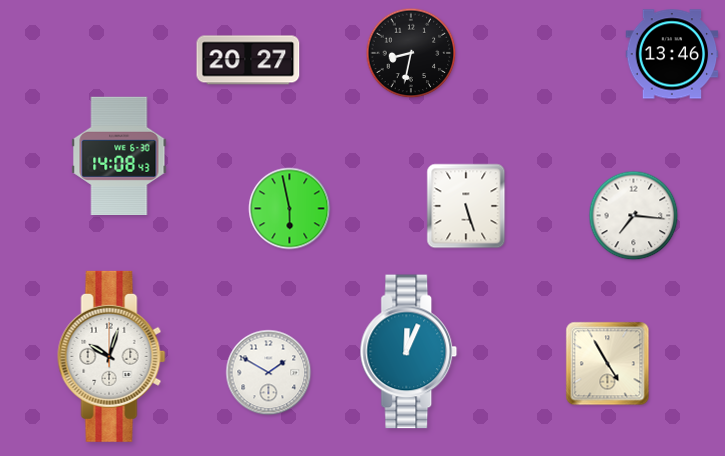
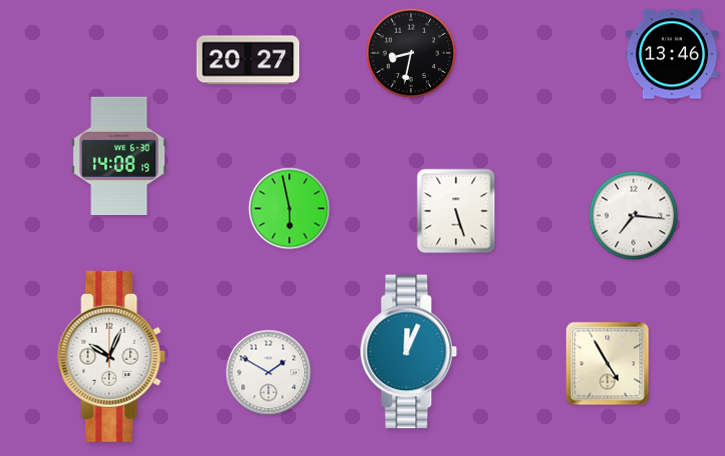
clock at (119, 155): 14:08:43 -> 14:08:19
clock at (466, 206) position: (466, 206) -> (456, 211)
clock at (112, 356): 10:03 -> 10:04
